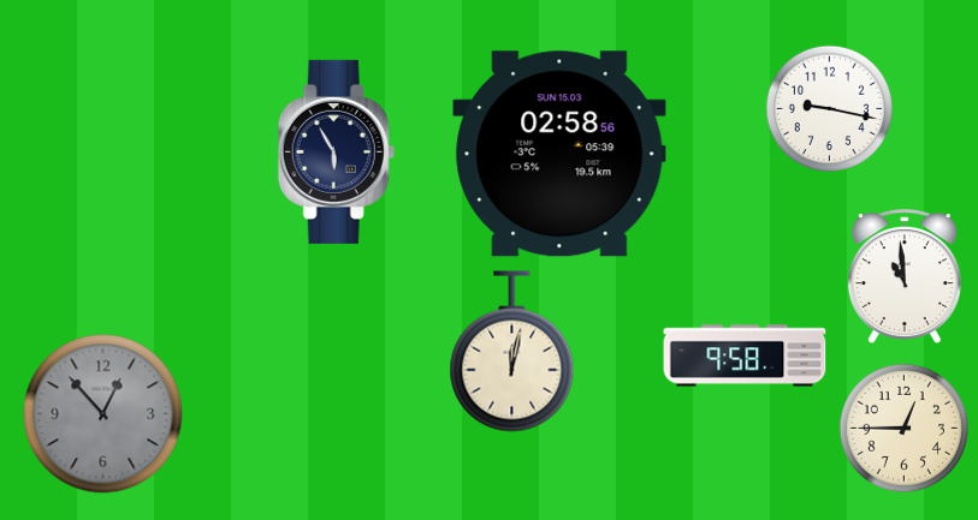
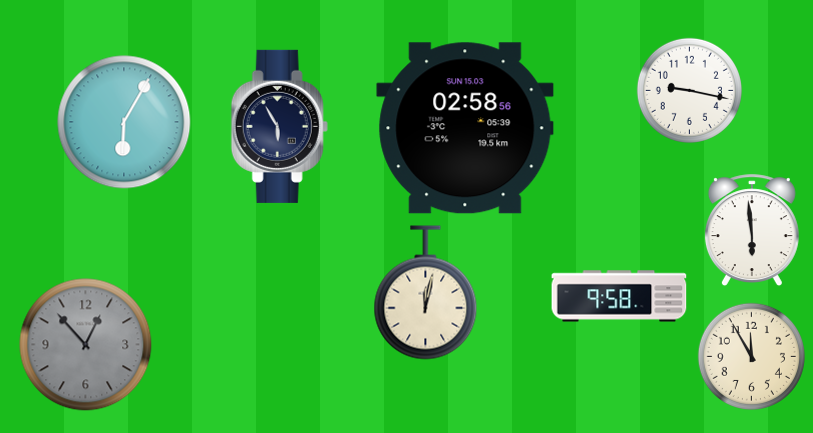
clock at (124, 122): none -> 6:05
clock at (905, 276): 10:59 -> 5:59
clock at (903, 428): 12:45 -> 11:55
